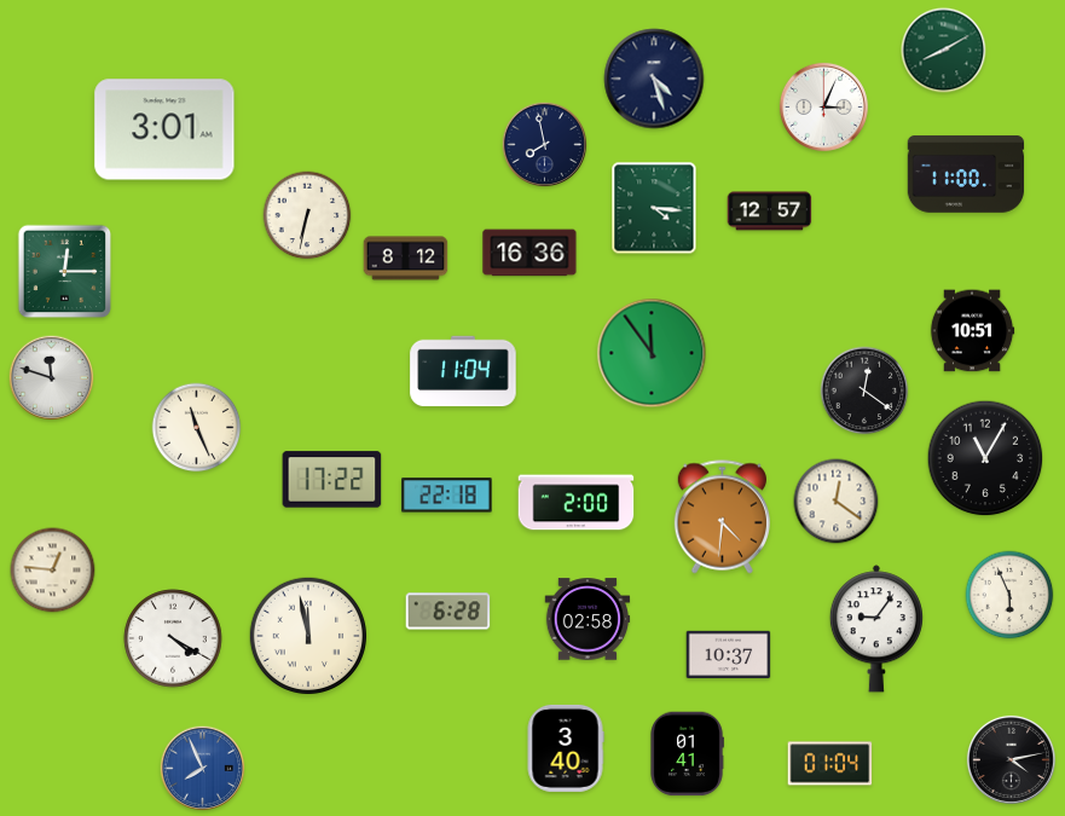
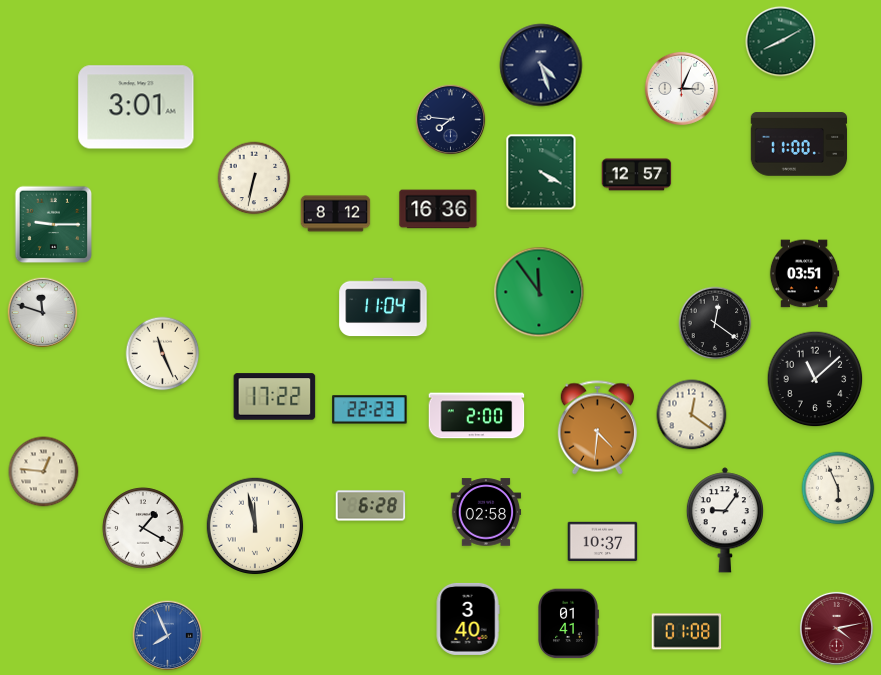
clock at (545, 145): 7:58 -> 7:46
clock at (654, 208): 4:16 -> 4:20
clock at (65, 272): 12:15 -> 9:15
clock at (972, 331): 10:51 -> 03:51
clock at (985, 458): 11:05 -> 11:08
clock at (447, 496): 22:18 -> 22:23
clock at (1009, 595) position: (1009, 595) -> (838, 488)
clock at (173, 638): 4:20 -> 1:20
clock at (1011, 759) dial: black -> burgundy
clock at (830, 764): 01:04 -> 01:08
